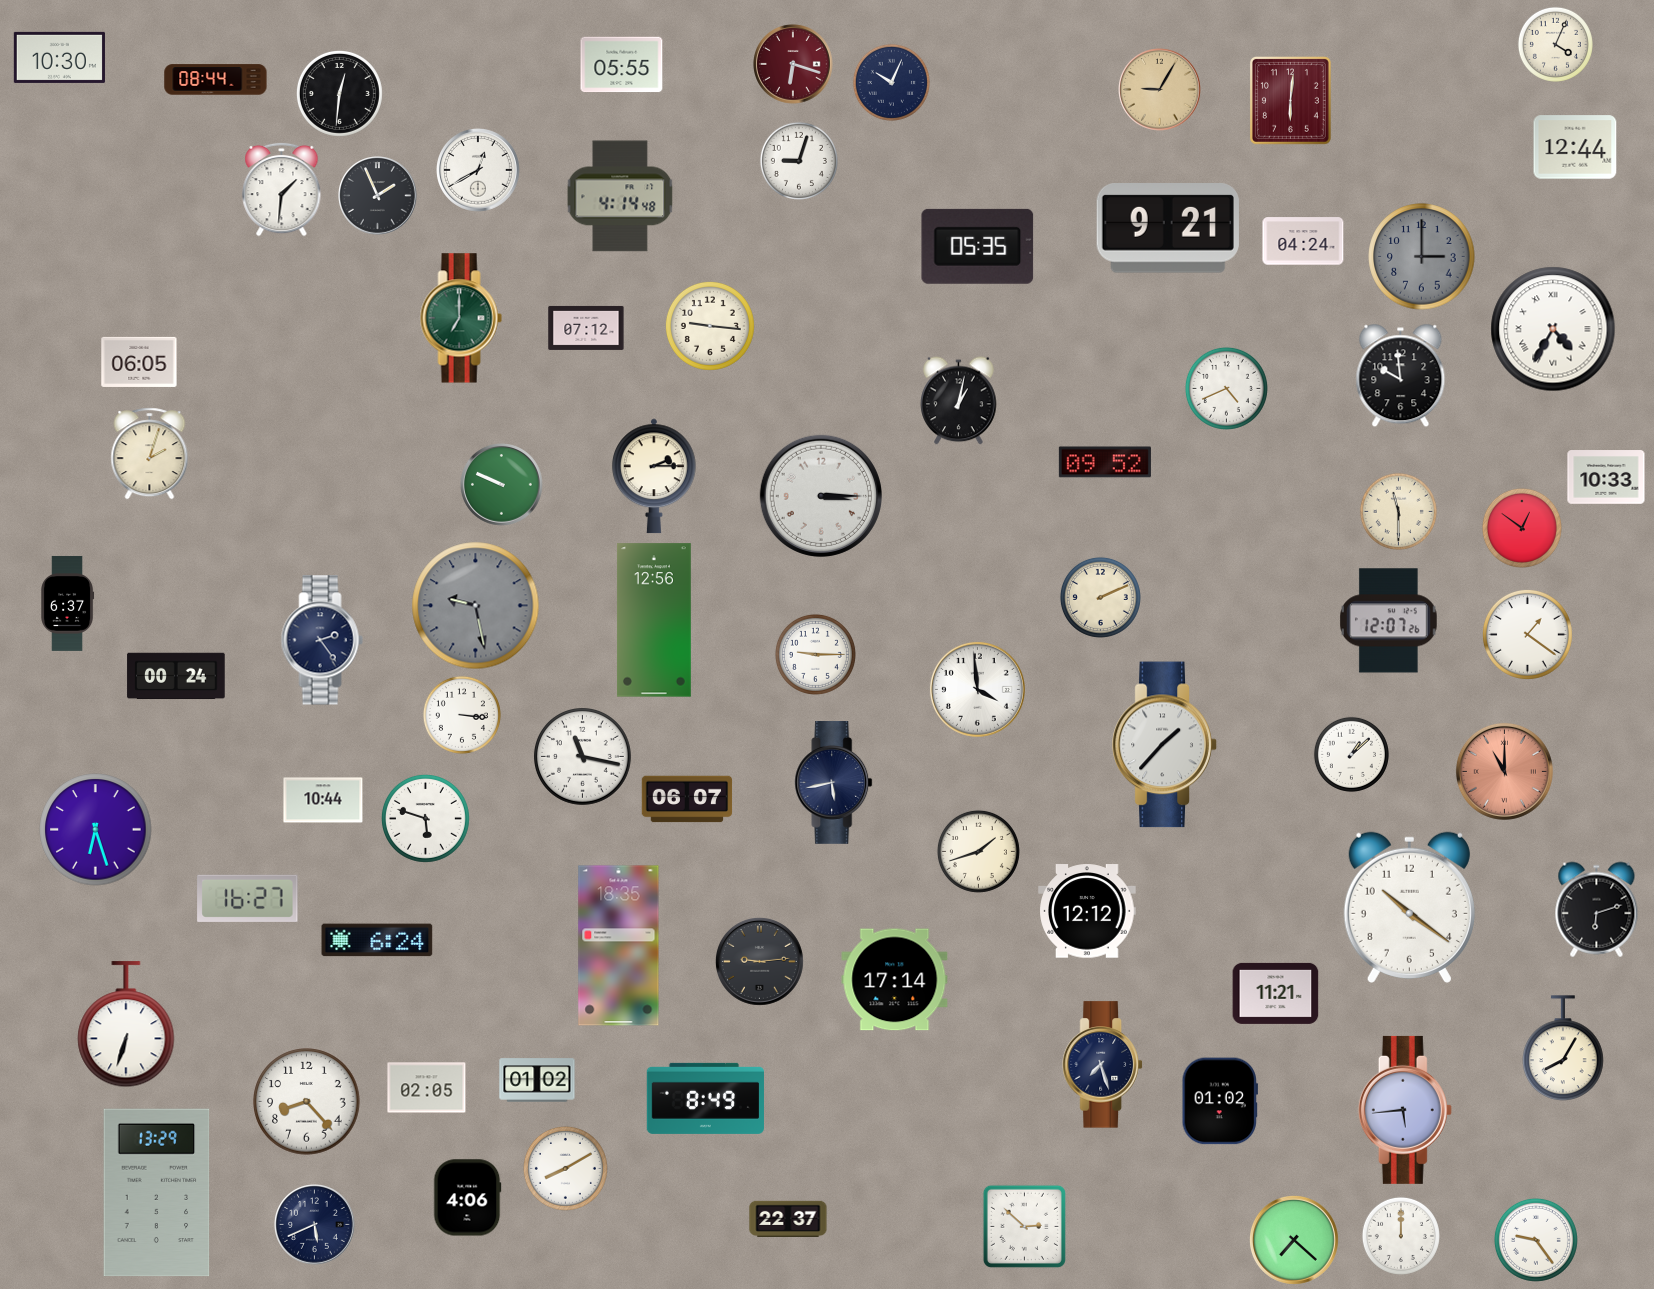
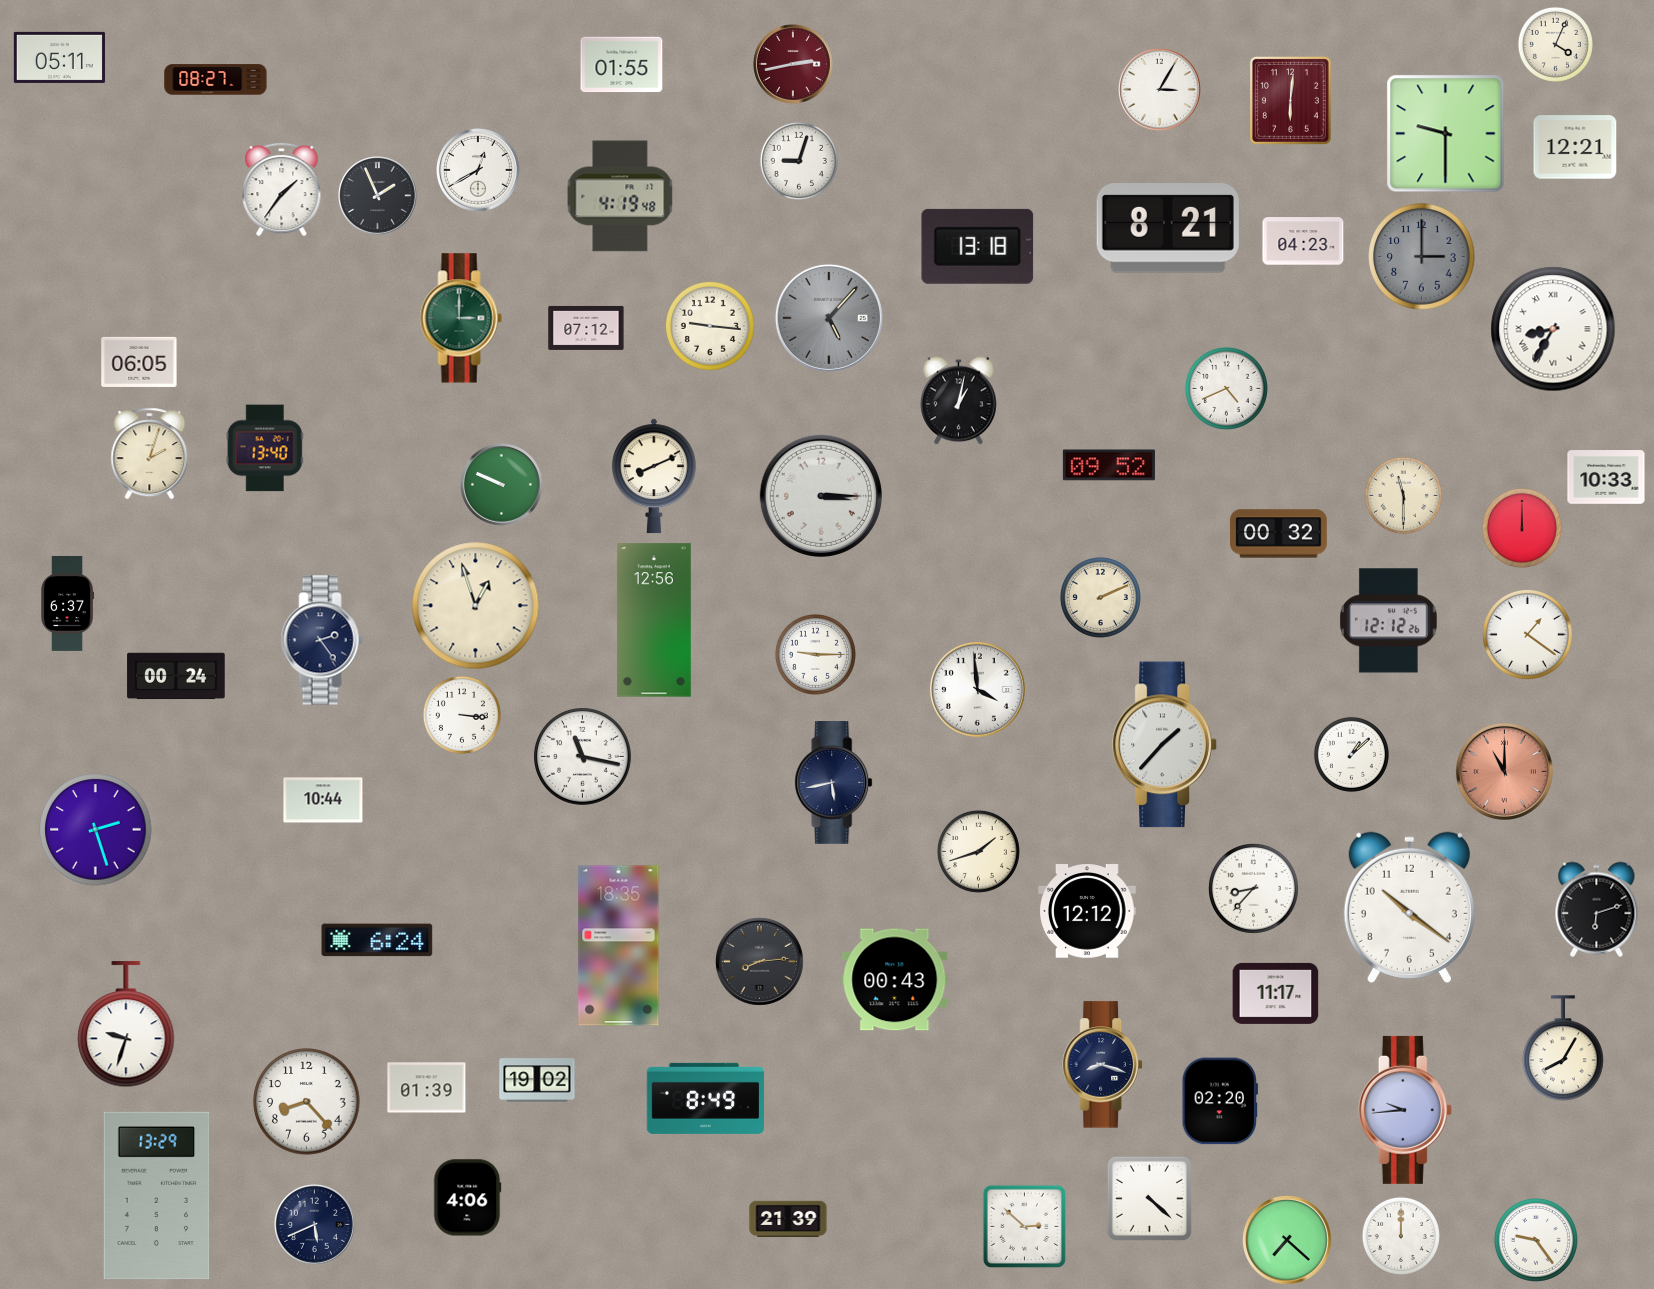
clock at (59, 57): 10:30 -> 05:11
clock at (793, 64): 6:18 -> 2:43
clock at (622, 65): 05:55 -> 01:55
clock at (216, 80): 08:44 -> 08:27
clock at (891, 82): 10:04 -> none
clock at (1160, 90): 9:05 -> 3:05
clock at (1160, 90) dial: champagne -> white
clock at (339, 93): 12:31 -> none
clock at (1446, 134): none -> 9:30
clock at (1575, 147): 12:44 -> 12:21
clock at (282, 189): 1:31 -> 1:36
clock at (620, 196): 4:14 -> 4:19
clock at (1168, 229): 9:21 -> 8:21
clock at (1303, 241): 04:24 -> 04:23
clock at (978, 246): 05:35 -> 13:18
clock at (461, 318): 7:00 -> 3:00
clock at (829, 318): none -> 5:07
clock at (1553, 329): 4:35 -> 8:35
clock at (1401, 376): 9:59 -> none
clock at (265, 448): none -> 13:40
clock at (1105, 462) position: (1105, 462) -> (1109, 465)
clock at (654, 476): 2:15 -> 8:11
clock at (1398, 511) position: (1398, 511) -> (1403, 495)
clock at (1522, 528): 12:51 -> 12:00
clock at (1279, 534): none -> 00:32
clock at (476, 606): 9:28 -> 12:57
clock at (476, 606) dial: grey -> cream
clock at (1389, 621): 12:07 -> 12:12
clock at (687, 799): 06:07 -> none
clock at (425, 818): 5:48 -> none
clock at (96, 830): 6:27 -> 2:27
clock at (1253, 888): none -> 8:37
clock at (248, 898): 16:27 -> none
clock at (759, 961): 9:14 -> 8:14
clock at (895, 980): 17:14 -> 00:43
clock at (1276, 993): 11:21 -> 11:17
clock at (126, 1025): 6:33 -> 9:33
clock at (1103, 1065): 7:27 -> 8:18
clock at (537, 1080): 01:02 -> 19:02
clock at (427, 1088): 02:05 -> 01:39
clock at (1220, 1101): 01:02 -> 02:20
clock at (1405, 1110): 5:44 -> 9:44
clock at (565, 1168): 8:10 -> none
clock at (157, 1193) position: (157, 1193) -> (157, 1196)
clock at (1149, 1198): none -> 4:22
clock at (788, 1218): 22:37 -> 21:39
clock at (1294, 1240) position: (1294, 1240) -> (1287, 1240)
